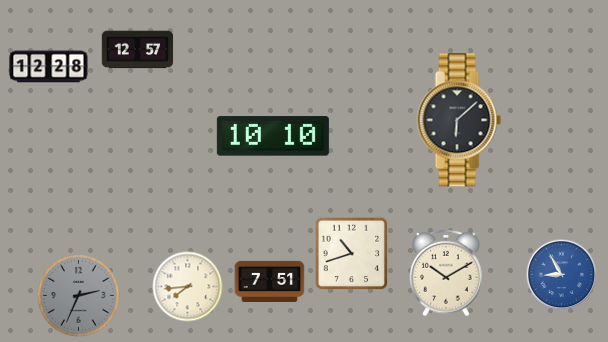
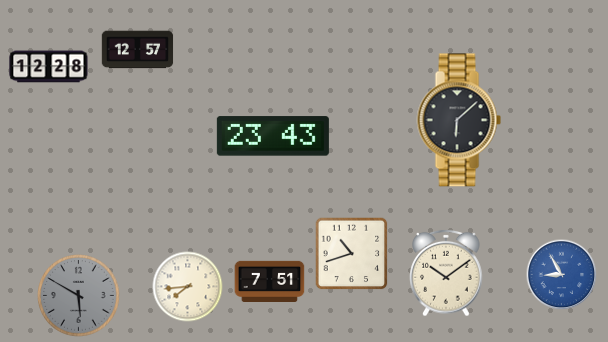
clock at (273, 136): 10:10 -> 23:43
clock at (446, 273): 10:10 -> 10:09
clock at (79, 296): 2:34 -> 5:50
